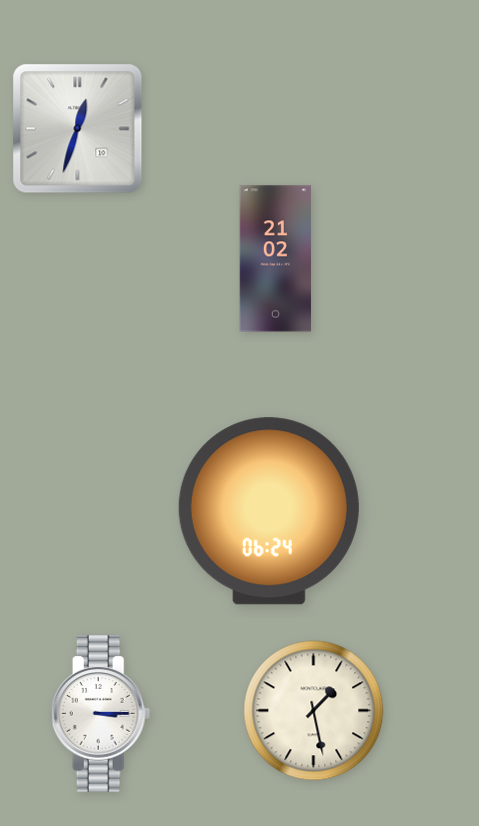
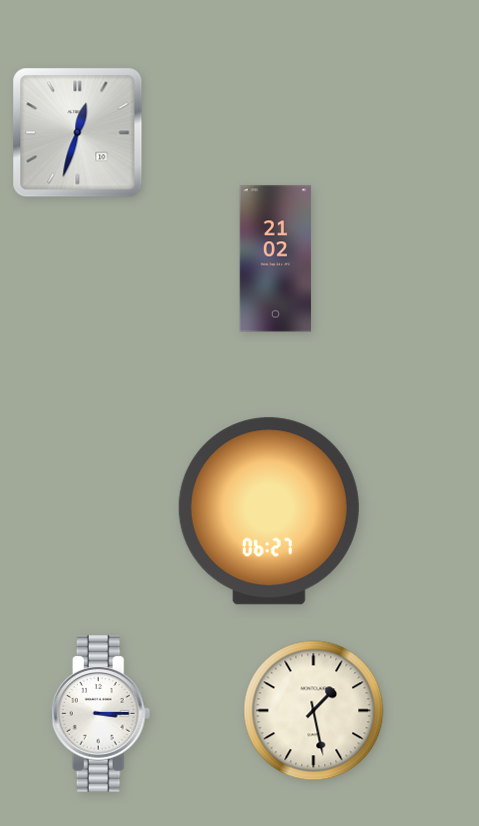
clock at (78, 129) position: (78, 129) -> (78, 133)
clock at (269, 511): 06:24 -> 06:27
